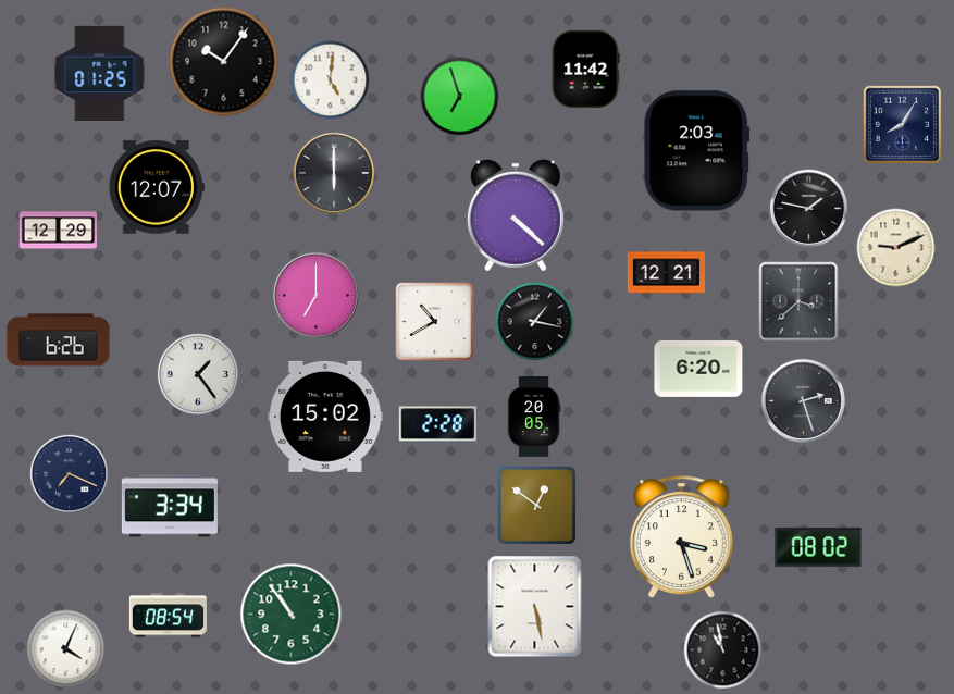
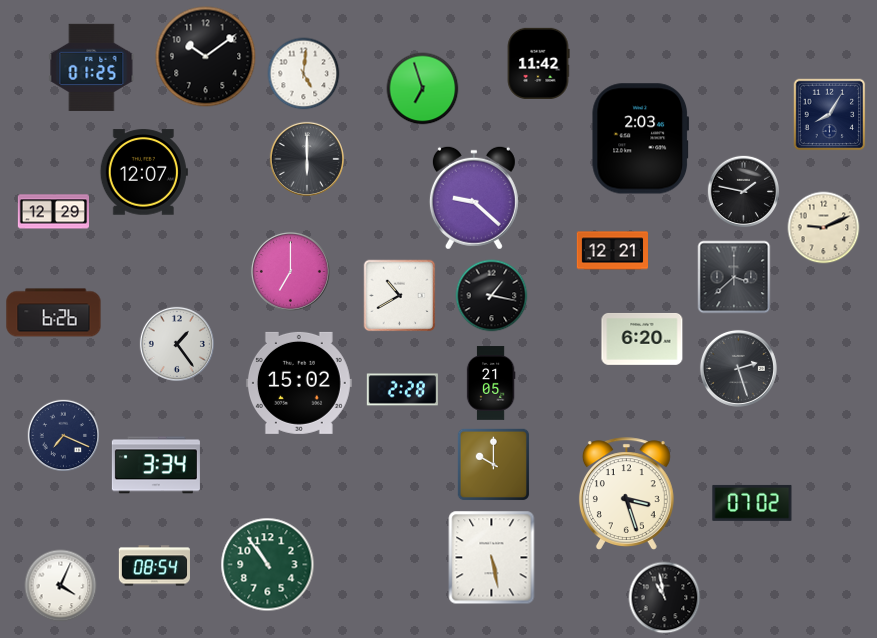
clock at (224, 62): 10:06 -> 10:09
clock at (516, 215): 4:22 -> 9:22
clock at (198, 374) position: (198, 374) -> (177, 344)
clock at (534, 417): 20:05 -> 21:05
clock at (537, 506): 12:51 -> 10:00
clock at (818, 547): 08:02 -> 07:02
clock at (66, 649) position: (66, 649) -> (61, 586)
